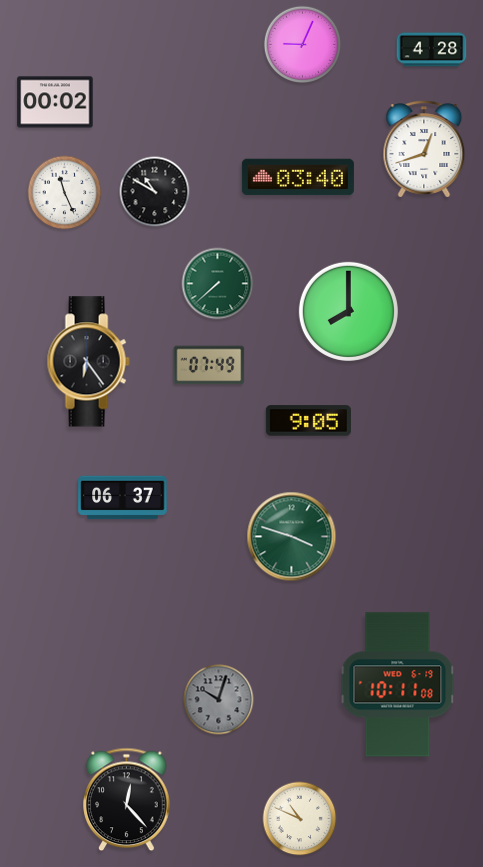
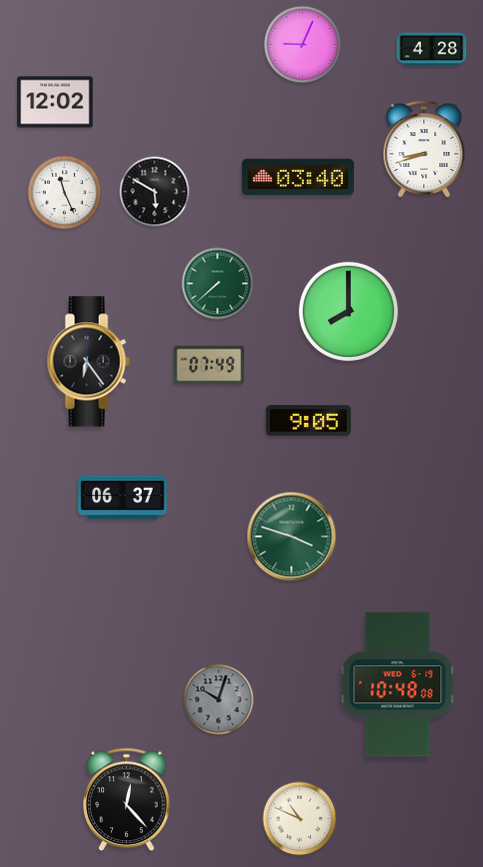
clock at (55, 102): 00:02 -> 12:02
clock at (424, 149): 12:42 -> 8:42
clock at (155, 192): 10:50 -> 5:50
clock at (398, 685): 10:11 -> 10:48
